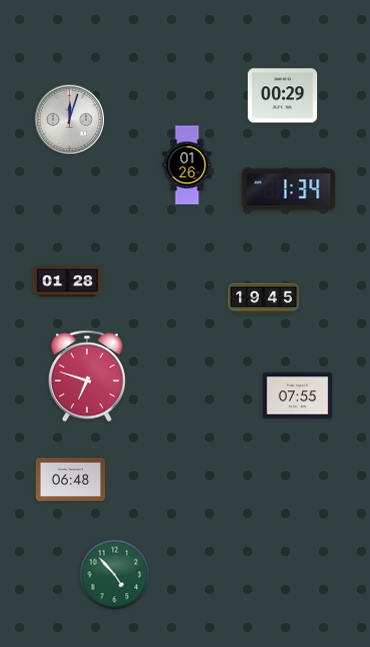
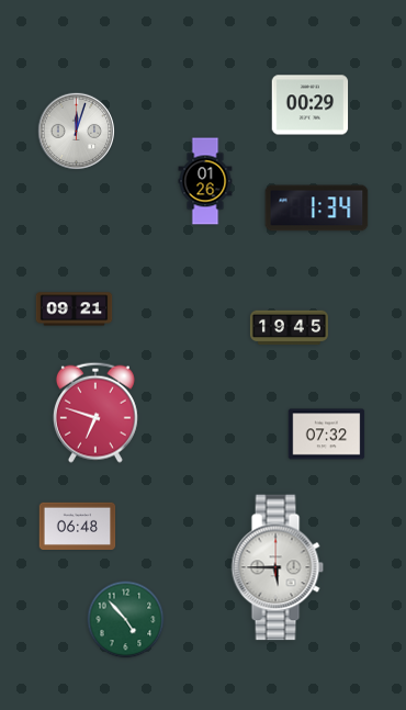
clock at (68, 282): 01:28 -> 09:21
clock at (298, 396): 07:55 -> 07:32
clock at (278, 567): none -> 5:45
clock at (115, 575) position: (115, 575) -> (126, 620)
